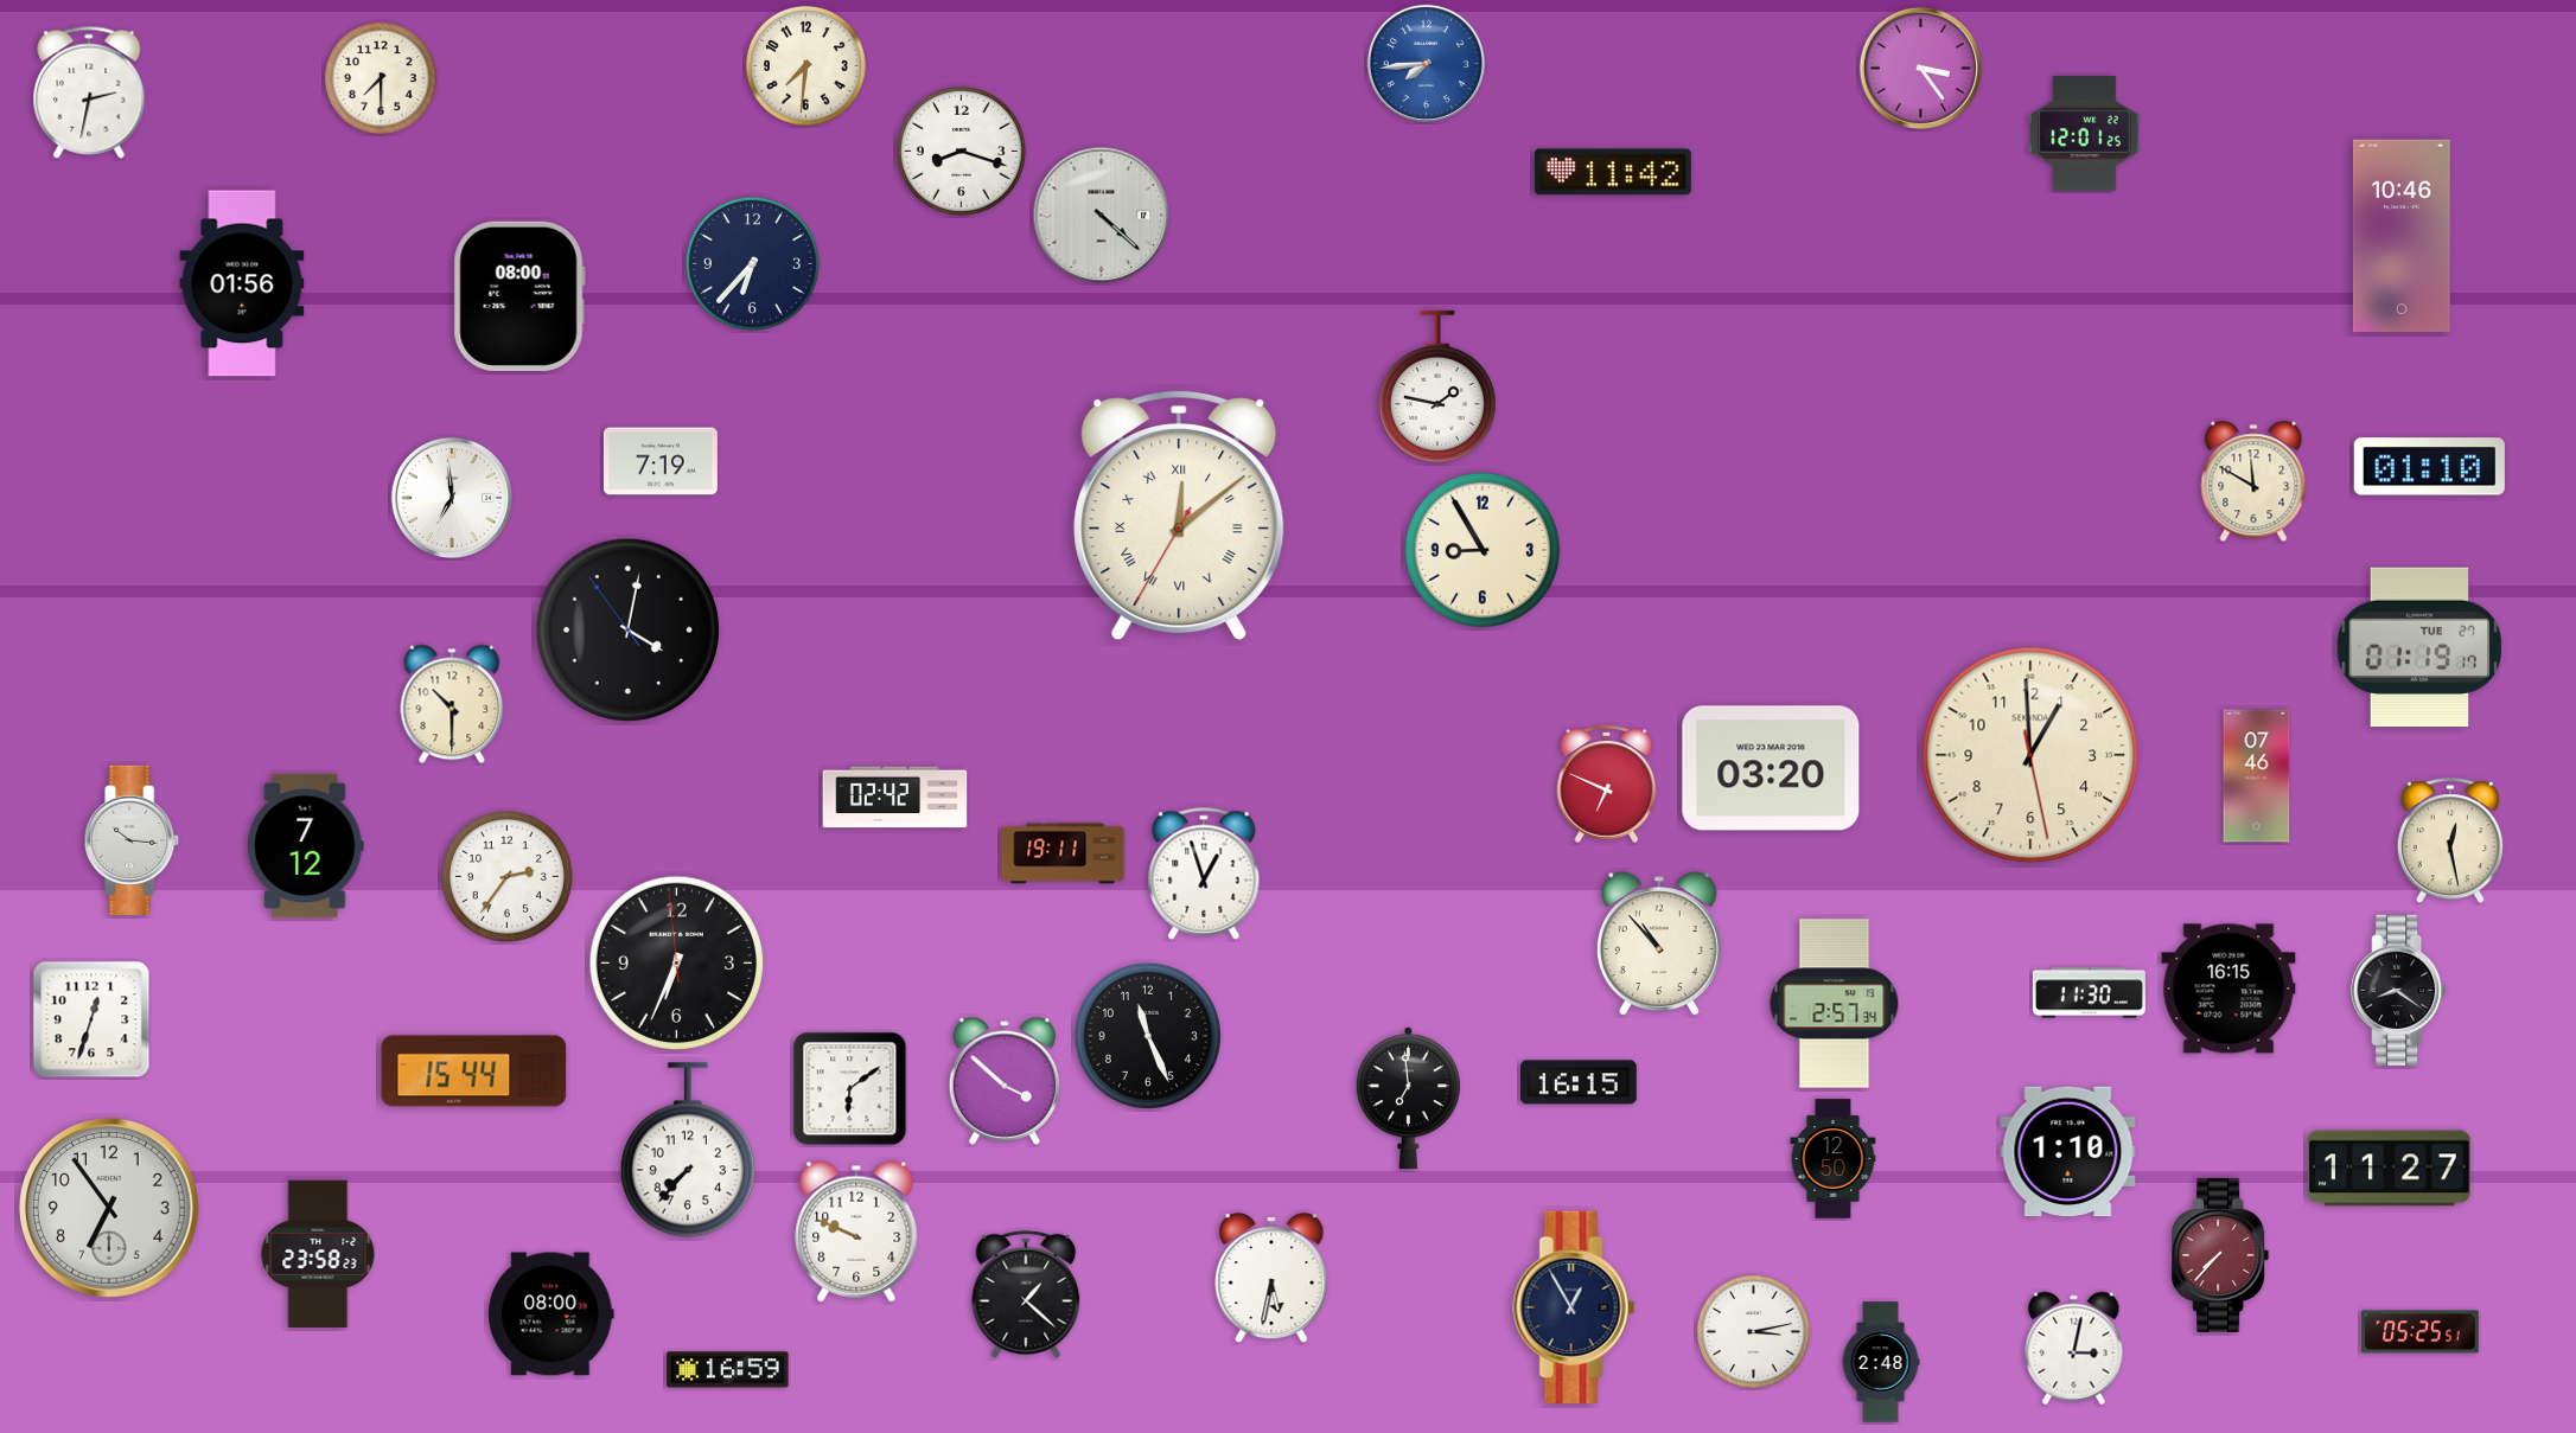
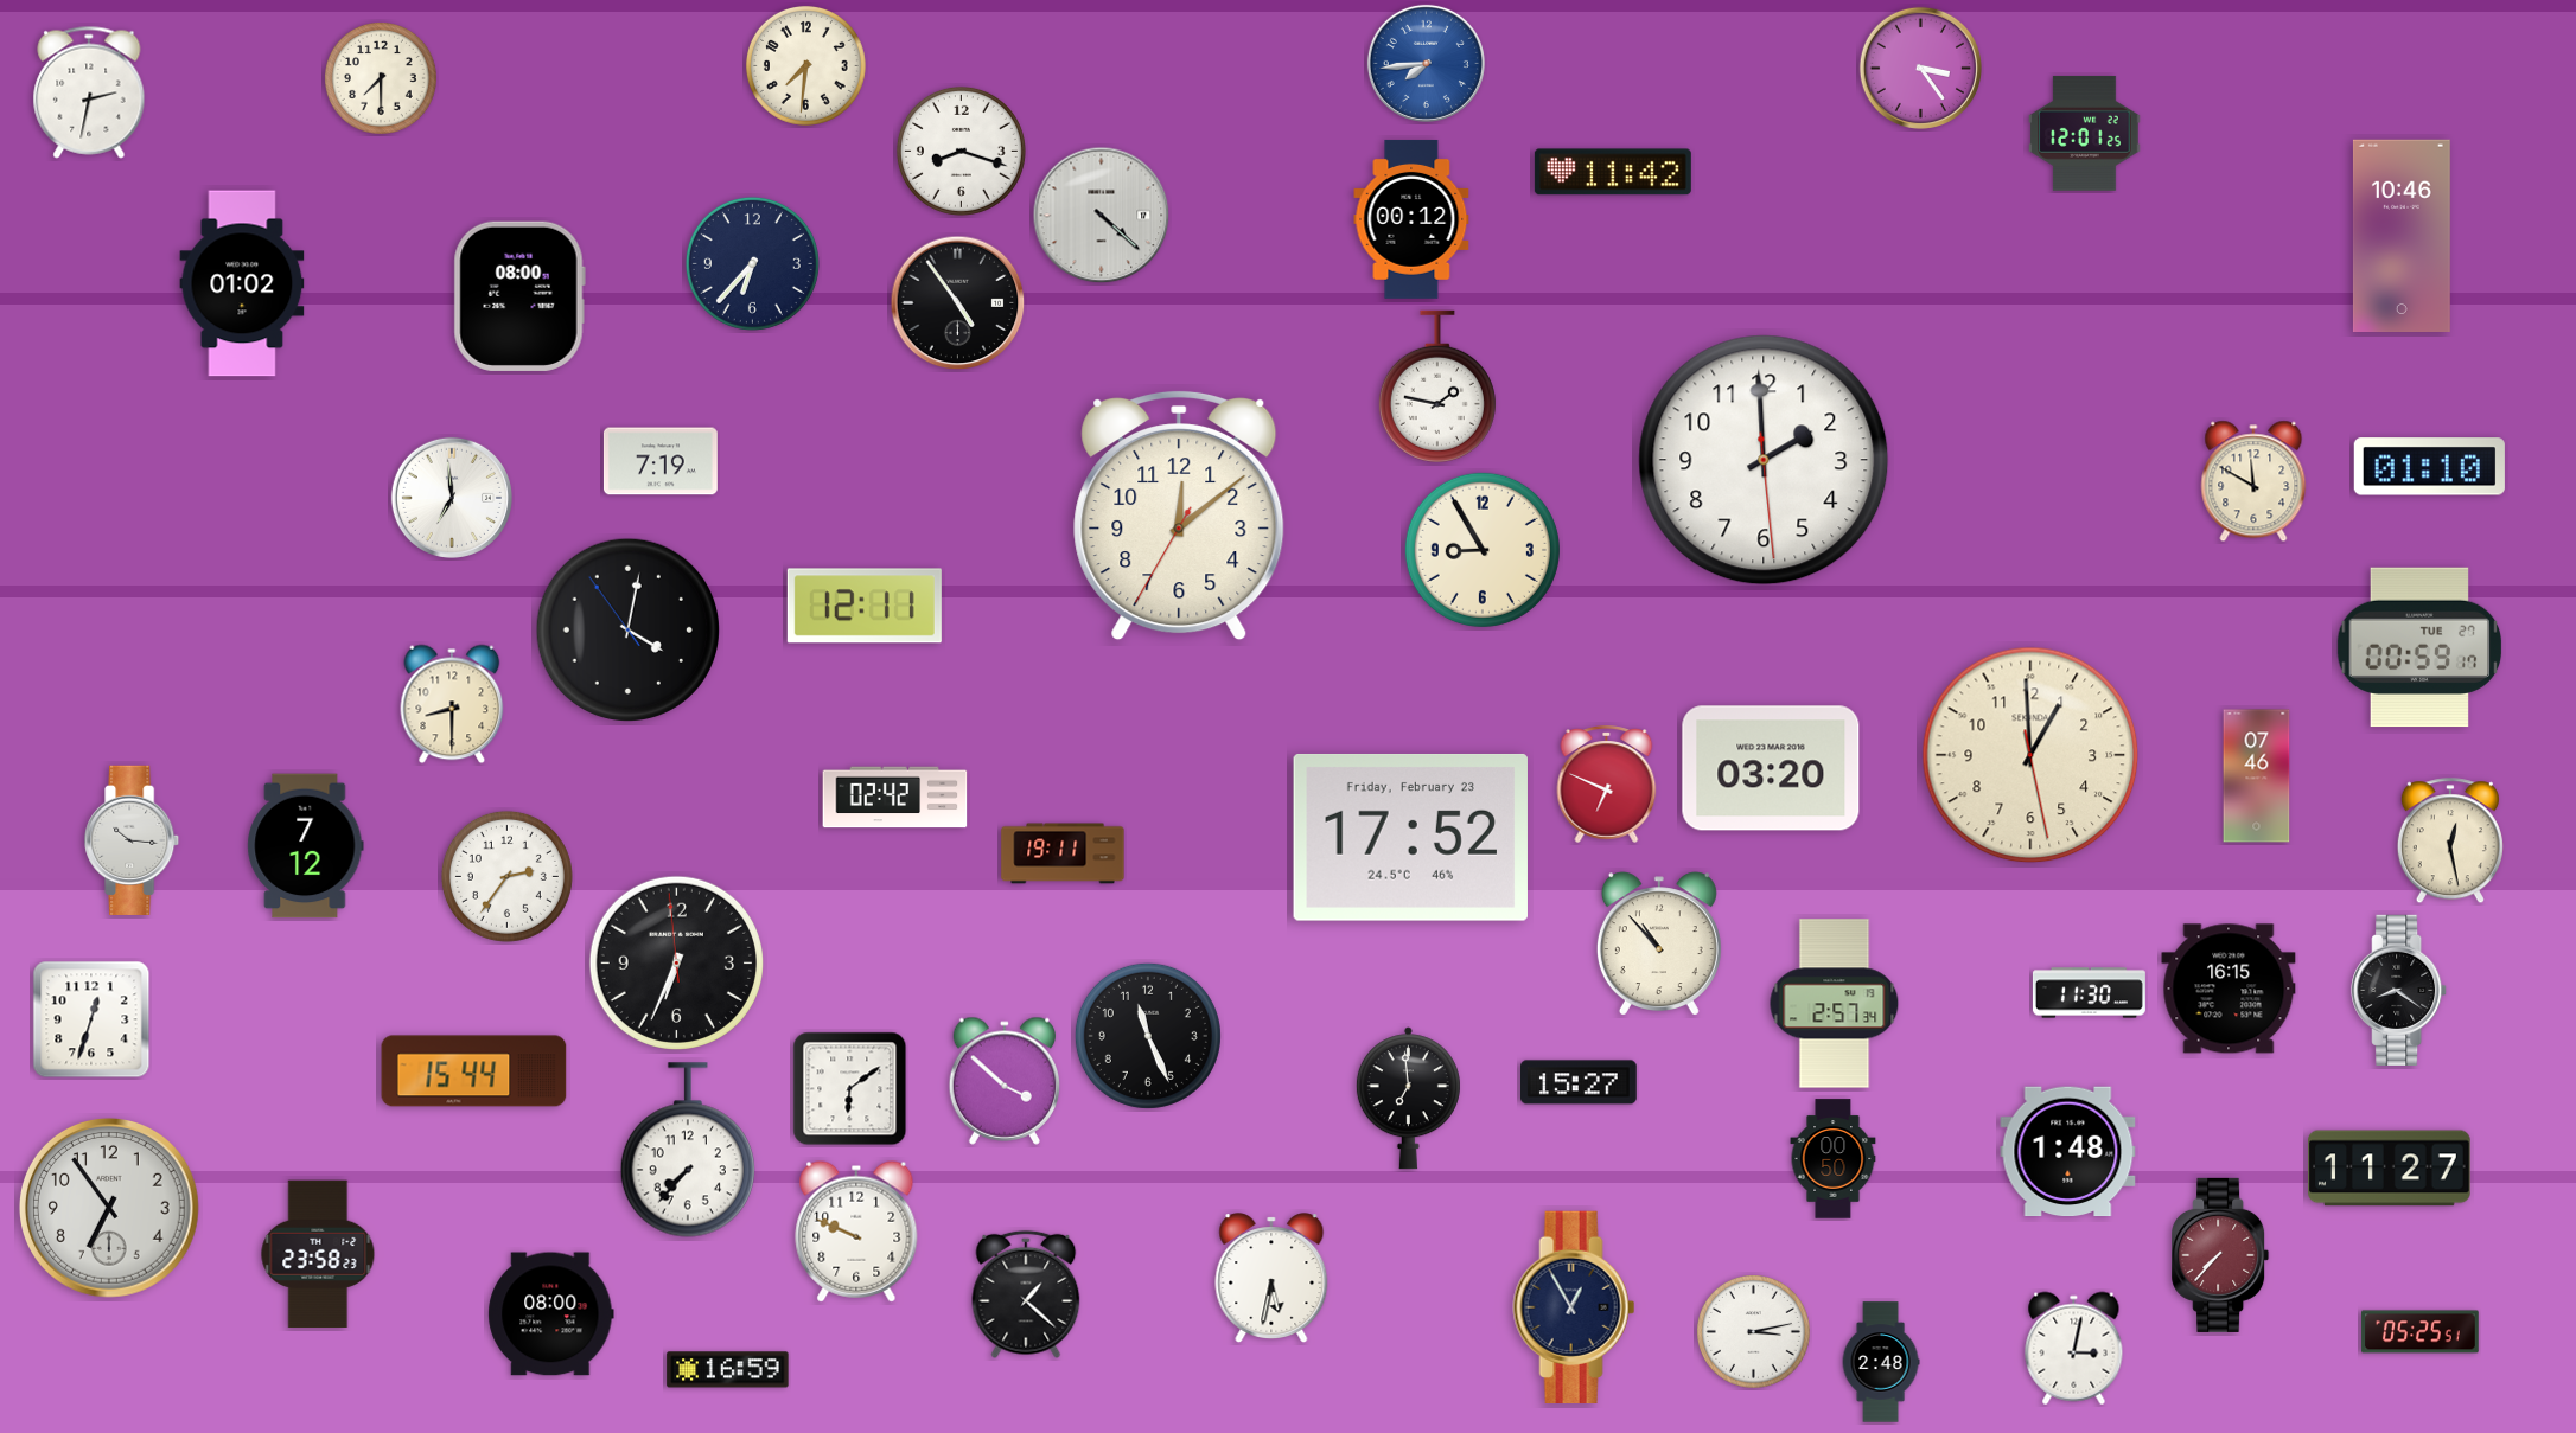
clock at (1411, 219): none -> 00:12
clock at (242, 283): 01:56 -> 01:02
clock at (958, 303): none -> 4:54
clock at (1764, 460): none -> 1:59
clock at (1179, 516) numerals: Roman -> Arabic
clock at (865, 606): none -> 12:11
clock at (2419, 647): 01:19 -> 00:59
clock at (452, 704): 10:30 -> 8:30
clock at (1410, 837): none -> 17:52
clock at (1204, 874): 12:57 -> none
clock at (1580, 1082): 16:15 -> 15:27
clock at (2068, 1152): 1:10 -> 1:48
clock at (1834, 1159): 12:50 -> 00:50
